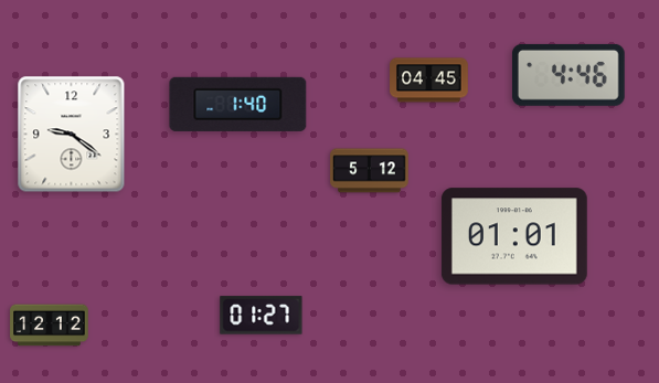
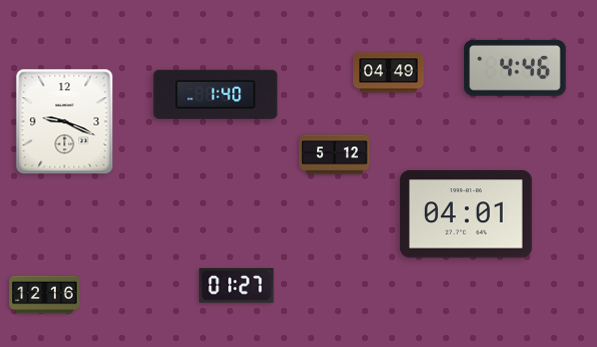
clock at (429, 81): 04:45 -> 04:49
clock at (72, 135): 9:21 -> 9:19
clock at (514, 236): 01:01 -> 04:01
clock at (50, 326): 12:12 -> 12:16
